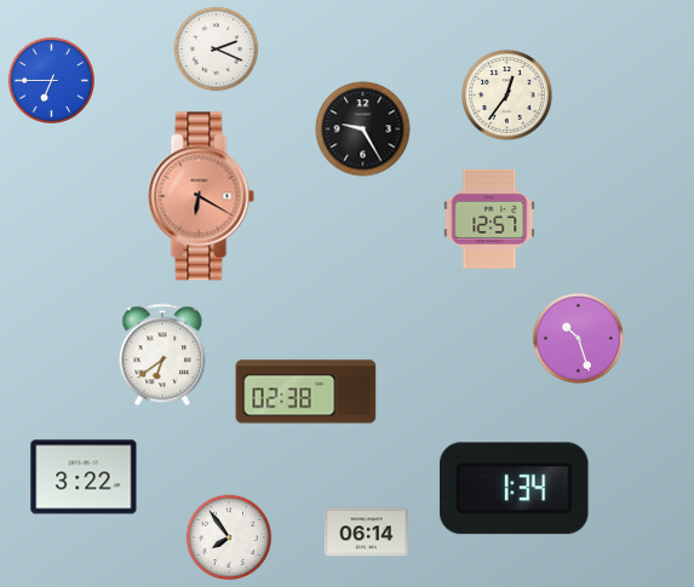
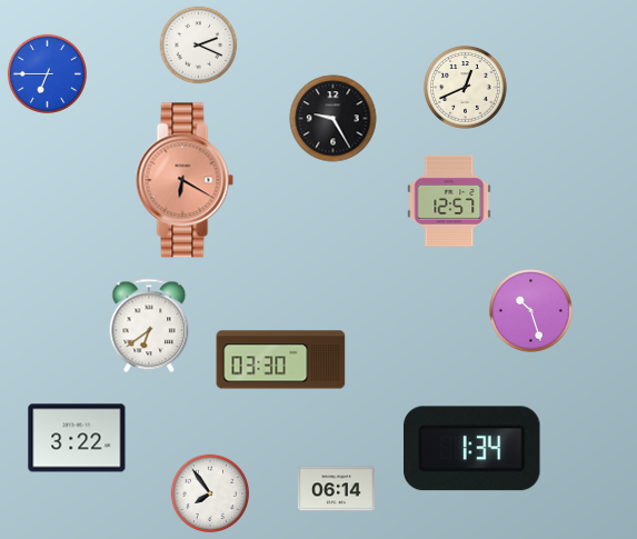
clock at (507, 96): 12:36 -> 12:41
clock at (306, 392): 02:38 -> 03:30
